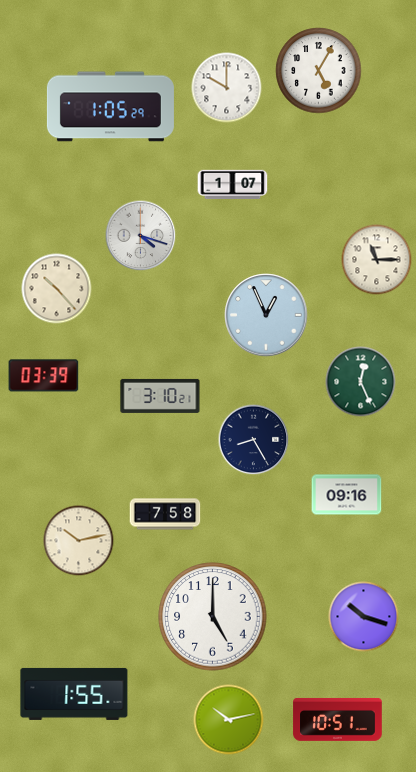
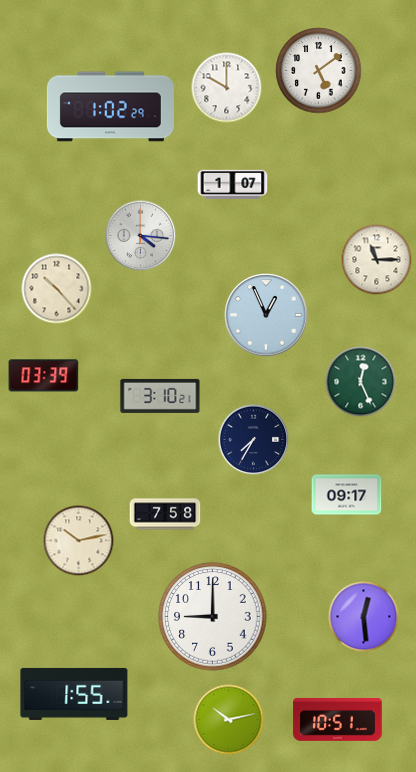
clock at (319, 71): 5:05 -> 5:09
clock at (110, 107): 1:05 -> 1:02
clock at (141, 236): 4:18 -> 4:16
clock at (254, 440): 8:25 -> 7:35
clock at (347, 495): 09:16 -> 09:17
clock at (213, 617): 5:00 -> 9:00
clock at (364, 617): 10:18 -> 12:29
